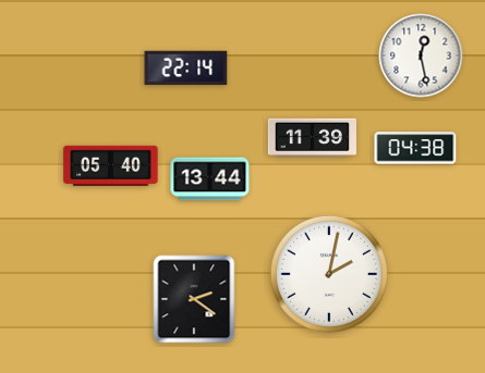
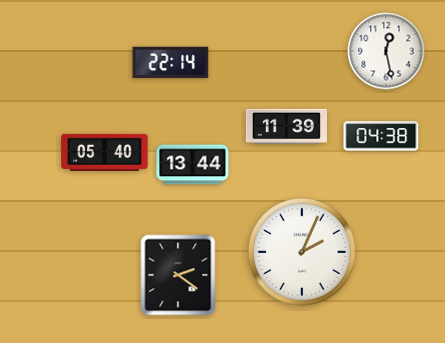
clock at (111, 165) position: (111, 165) -> (105, 152)
clock at (329, 274): 2:02 -> 2:04
